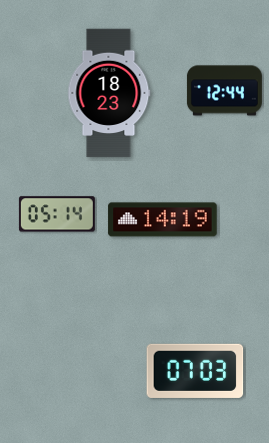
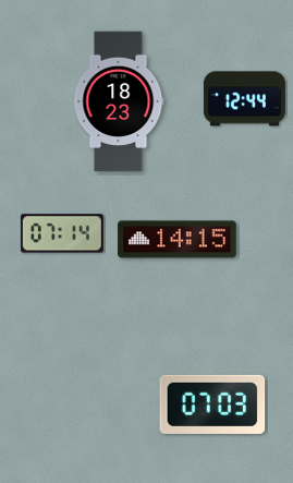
clock at (57, 214): 05:14 -> 07:14
clock at (163, 220): 14:19 -> 14:15
